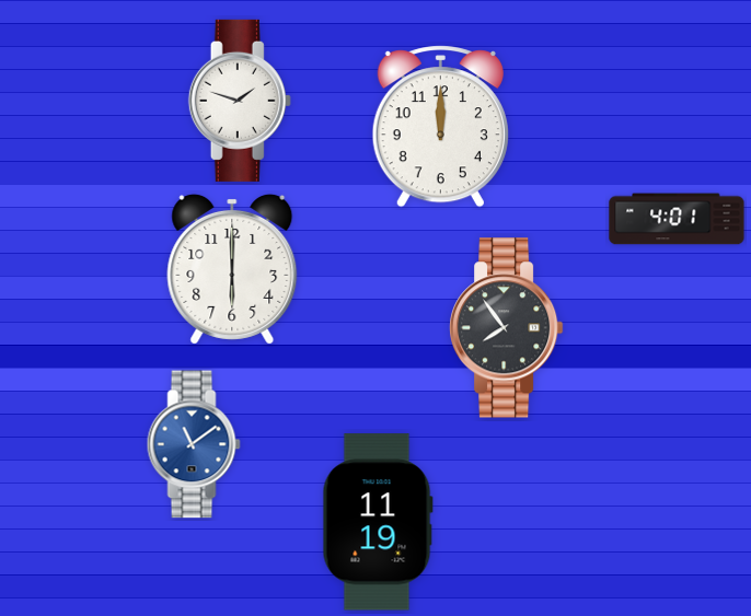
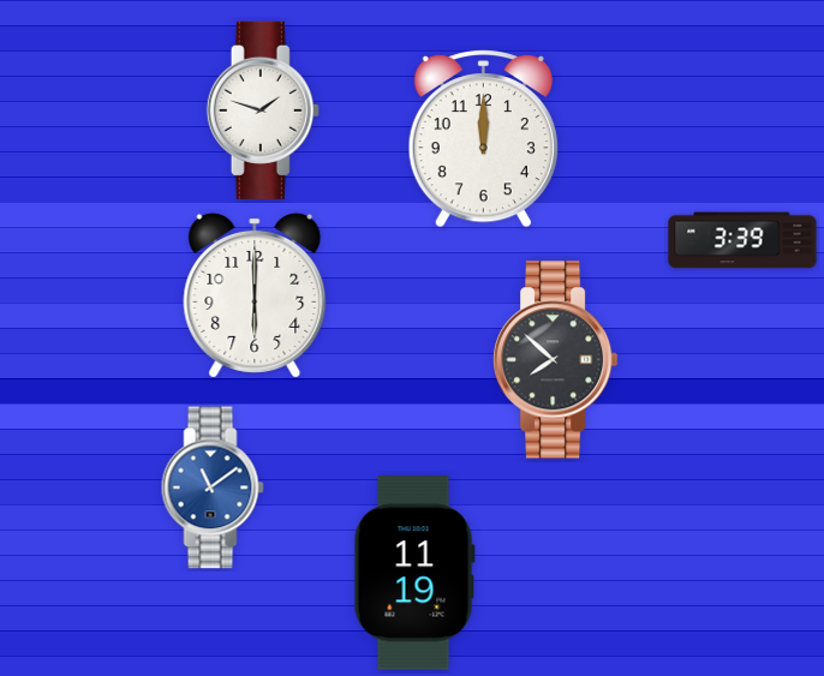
clock at (677, 219): 4:01 -> 3:39
clock at (507, 328): 7:54 -> 7:52
